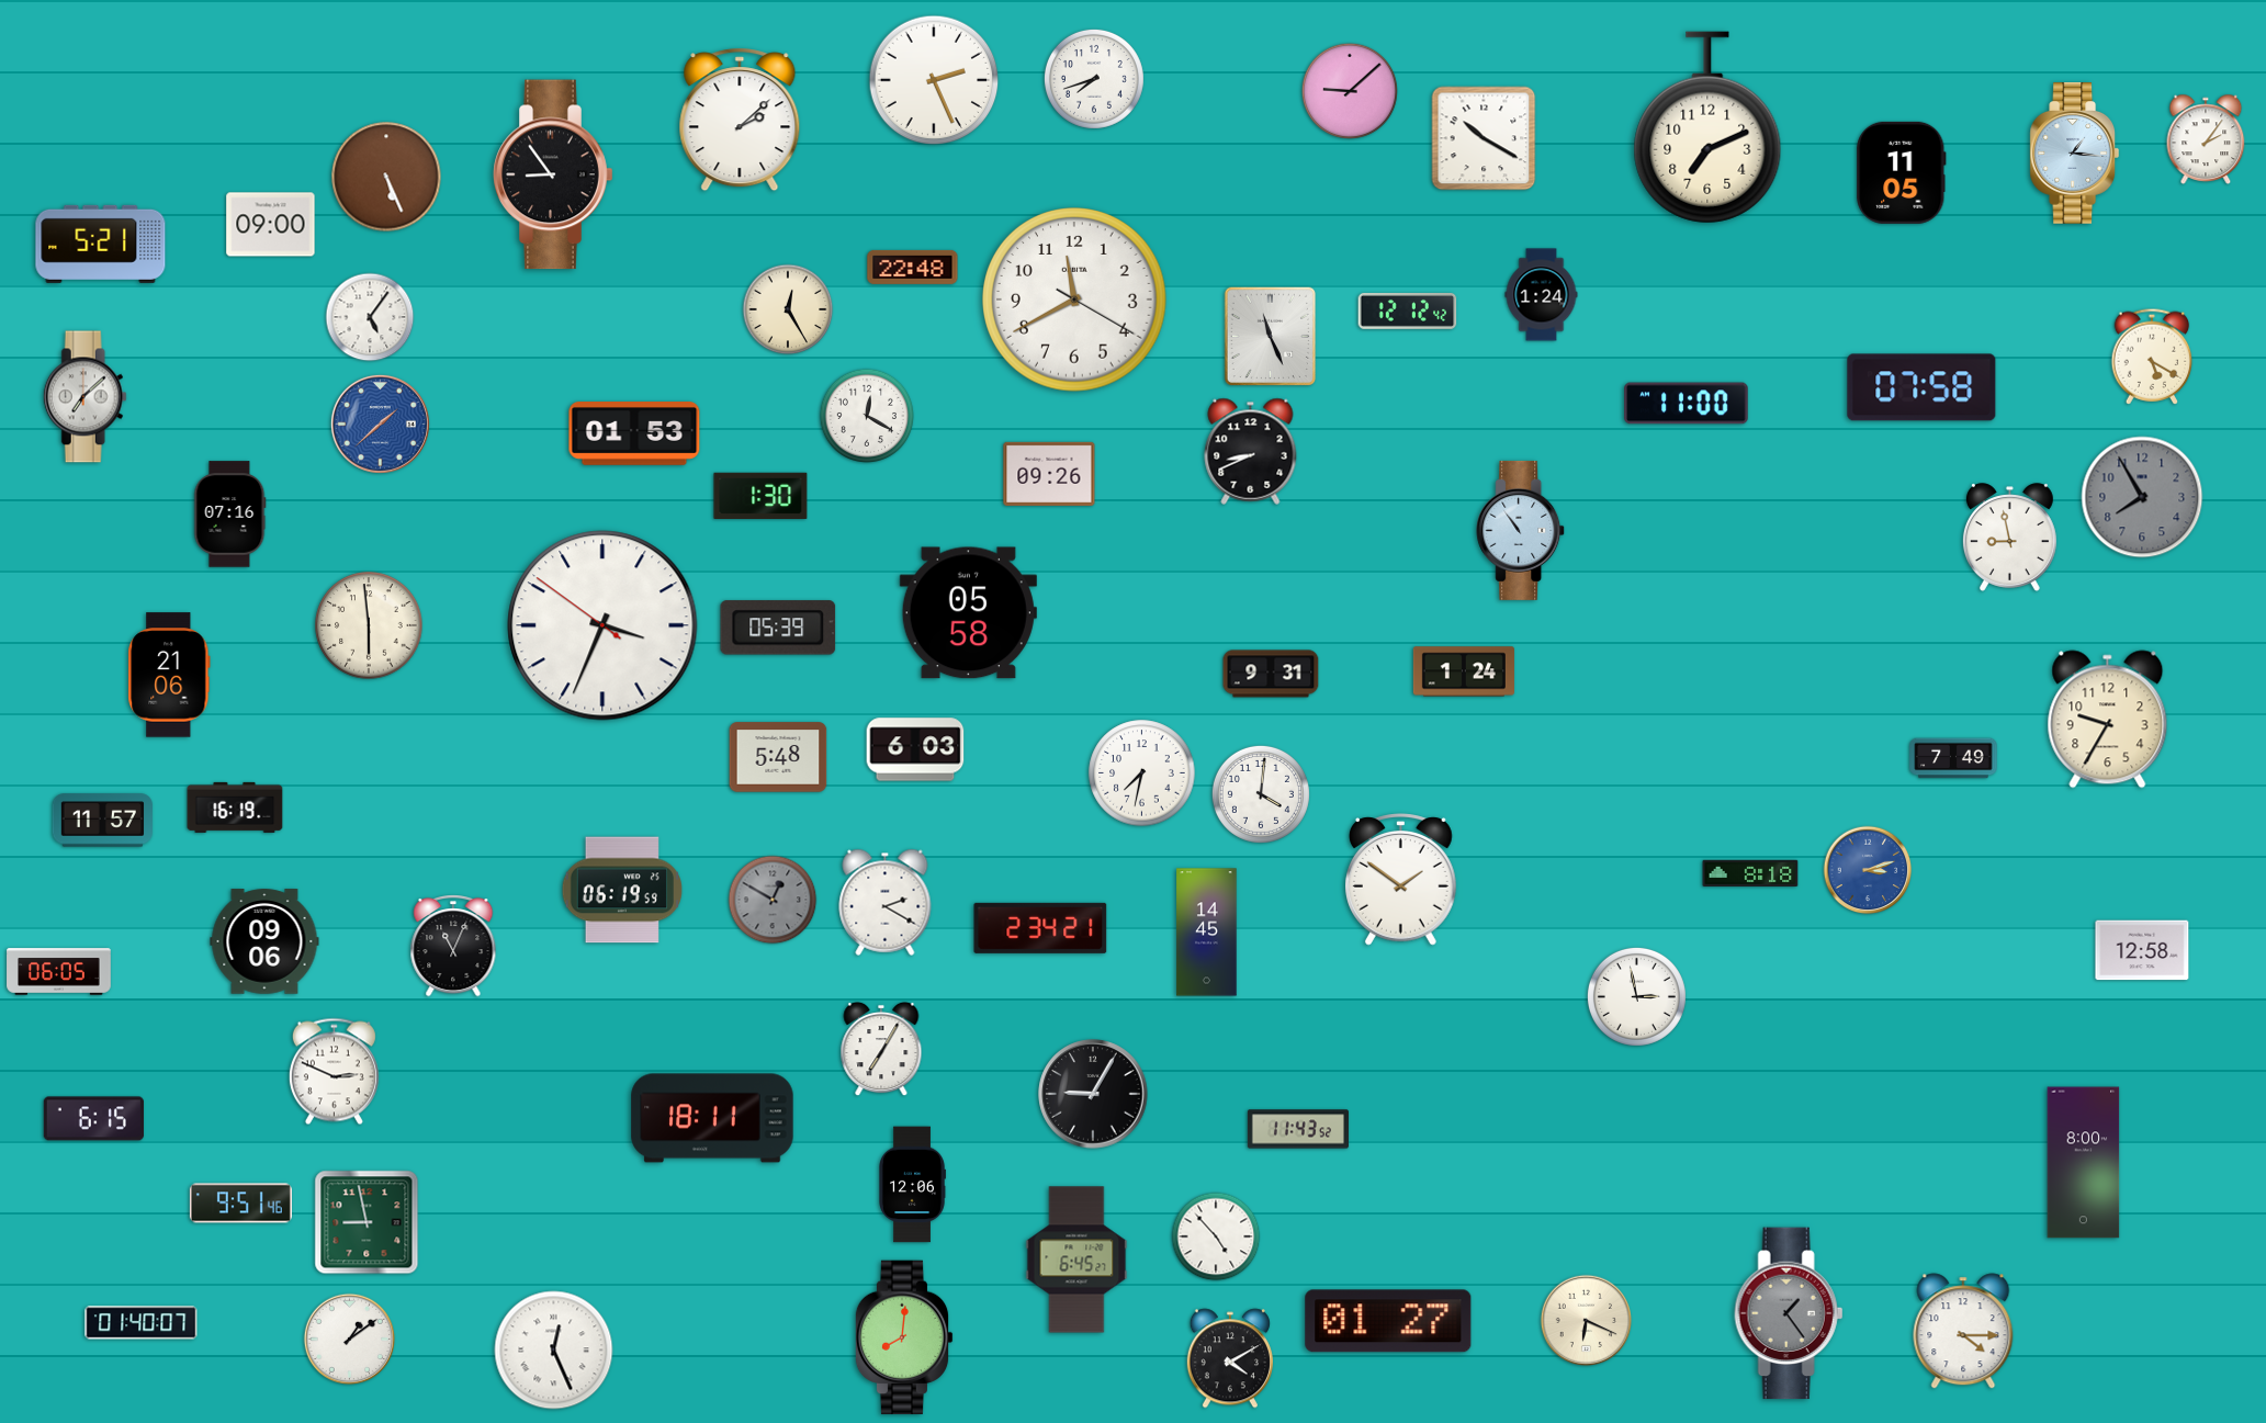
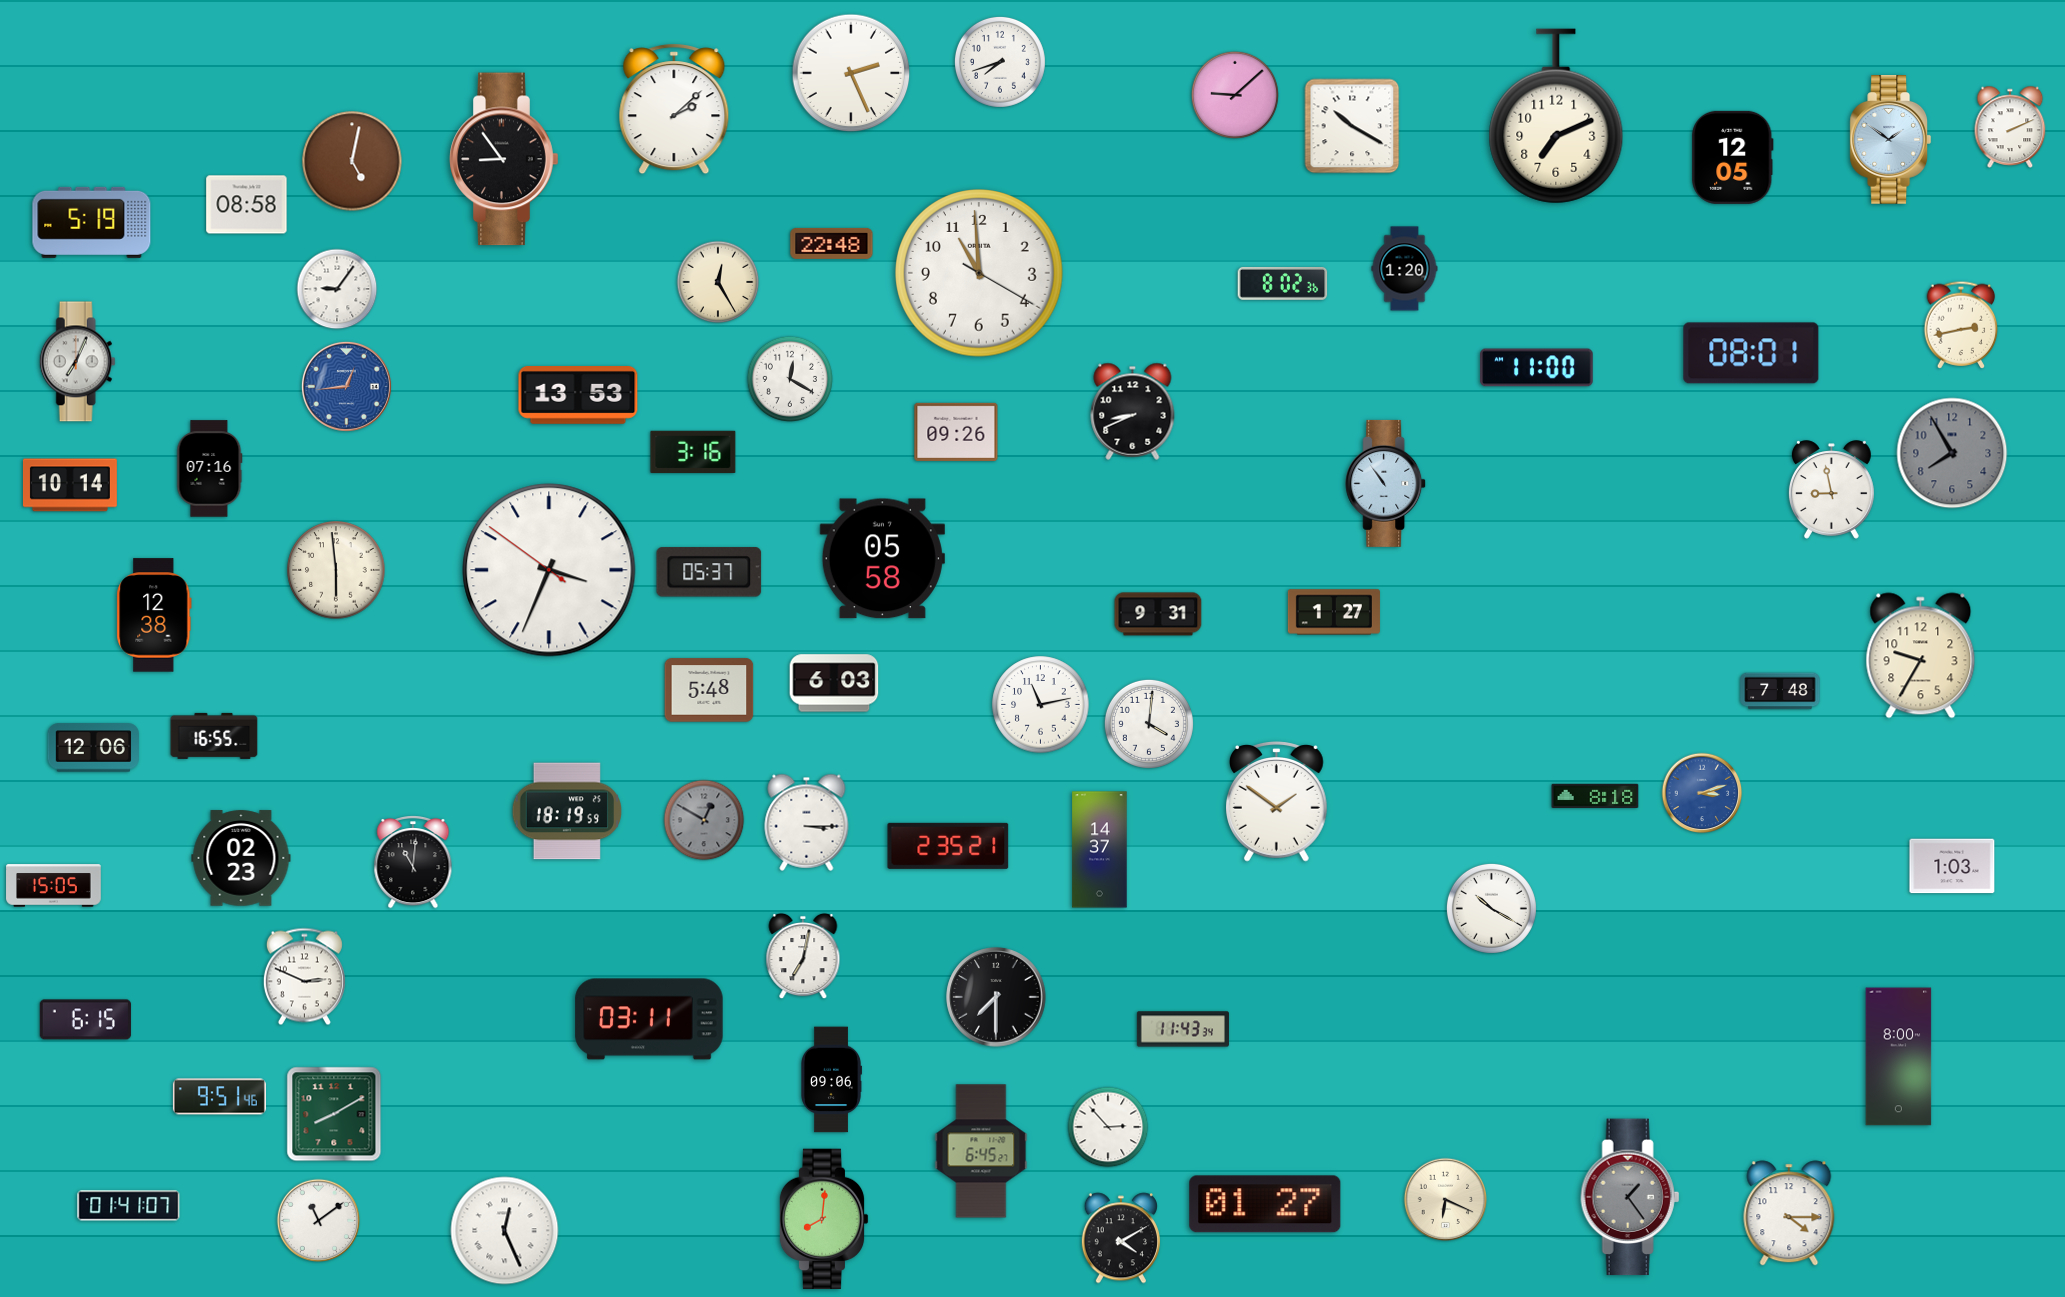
clock at (1094, 79) position: (1094, 79) -> (1000, 62)
clock at (1350, 91) position: (1350, 91) -> (1235, 95)
clock at (2206, 139): 2:06 -> 2:11
clock at (2075, 154): 1:16 -> 1:51
clock at (1902, 172): 11:05 -> 12:05
clock at (386, 177): 5:26 -> 5:02
clock at (271, 225): 09:00 -> 08:58
clock at (101, 244): 5:21 -> 5:19
clock at (1542, 295): 1:24 -> 1:20
clock at (1074, 300): 11:40 -> 10:59
clock at (1408, 310): 12:12 -> 8:02
clock at (370, 317): 5:06 -> 9:06
clock at (1270, 336): 11:26 -> none
clock at (2152, 357): 5:20 -> 2:43
clock at (1921, 387): 07:58 -> 08:01
clock at (84, 397): 7:08 -> 7:04
clock at (380, 423): 1:38 -> 12:44
clock at (634, 434): 01:53 -> 13:53
clock at (1251, 451) position: (1251, 451) -> (1133, 411)
clock at (760, 496): 1:30 -> 3:16
clock at (70, 485): none -> 10:14
clock at (778, 628): 05:39 -> 05:37
clock at (1464, 671): 1:24 -> 1:27
clock at (169, 675): 21:06 -> 12:38
clock at (1953, 758): 7:49 -> 7:48
clock at (1142, 773): 7:32 -> 11:13
clock at (235, 808): 16:19 -> 16:55
clock at (102, 821): 11:57 -> 12:06
clock at (621, 890): 06:19 -> 18:19
clock at (886, 902): 2:20 -> 3:15
clock at (1040, 928): 2:34 -> 2:35
clock at (1207, 933): 14:45 -> 14:37
clock at (264, 941): 09:06 -> 02:23
clock at (453, 947): 11:04 -> 11:01
clock at (2142, 950): 12:58 -> 1:03
clock at (59, 972): 06:05 -> 15:05
clock at (1636, 996): 2:58 -> 10:20
clock at (881, 1049): 7:05 -> 7:02
clock at (1093, 1094): 9:05 -> 7:30
clock at (712, 1118): 18:11 -> 03:11
clock at (1298, 1129): 11:43:52 -> 11:43:34
clock at (2084, 1163) position: (2084, 1163) -> (1899, 1057)
clock at (913, 1185): 12:06 -> 09:06
clock at (367, 1222): 8:58 -> 8:10
clock at (1216, 1236): 4:53 -> 2:53
clock at (1076, 1260) position: (1076, 1260) -> (981, 1151)
clock at (1587, 1321) position: (1587, 1321) -> (1446, 1200)
clock at (142, 1323): 01:40 -> 01:41
clock at (350, 1340): 1:09 -> 11:09
